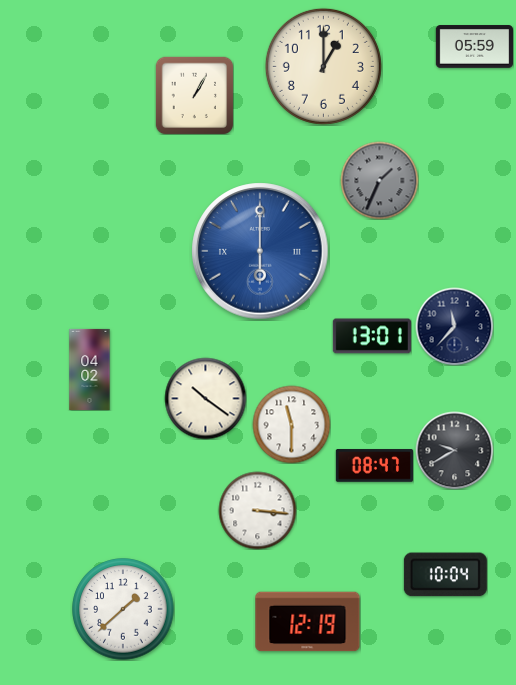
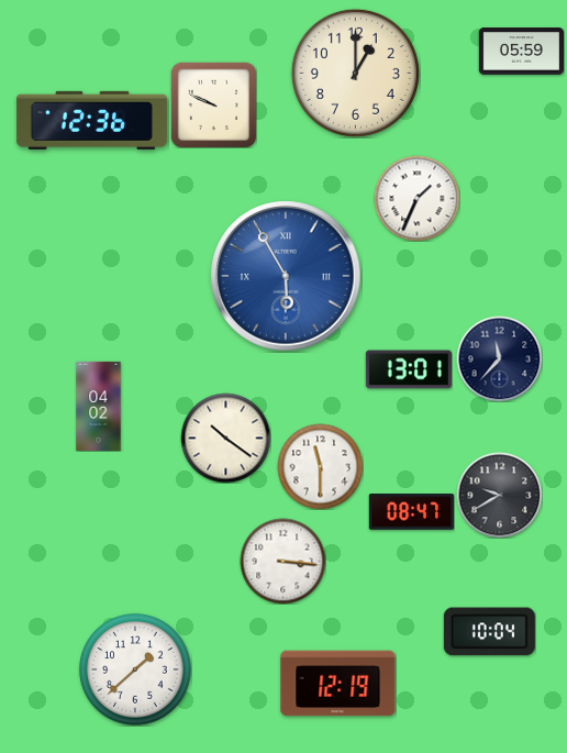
clock at (194, 95): 1:05 -> 9:49
clock at (91, 120): none -> 12:36
clock at (379, 180) dial: grey -> white
clock at (260, 251): 6:00 -> 5:55
